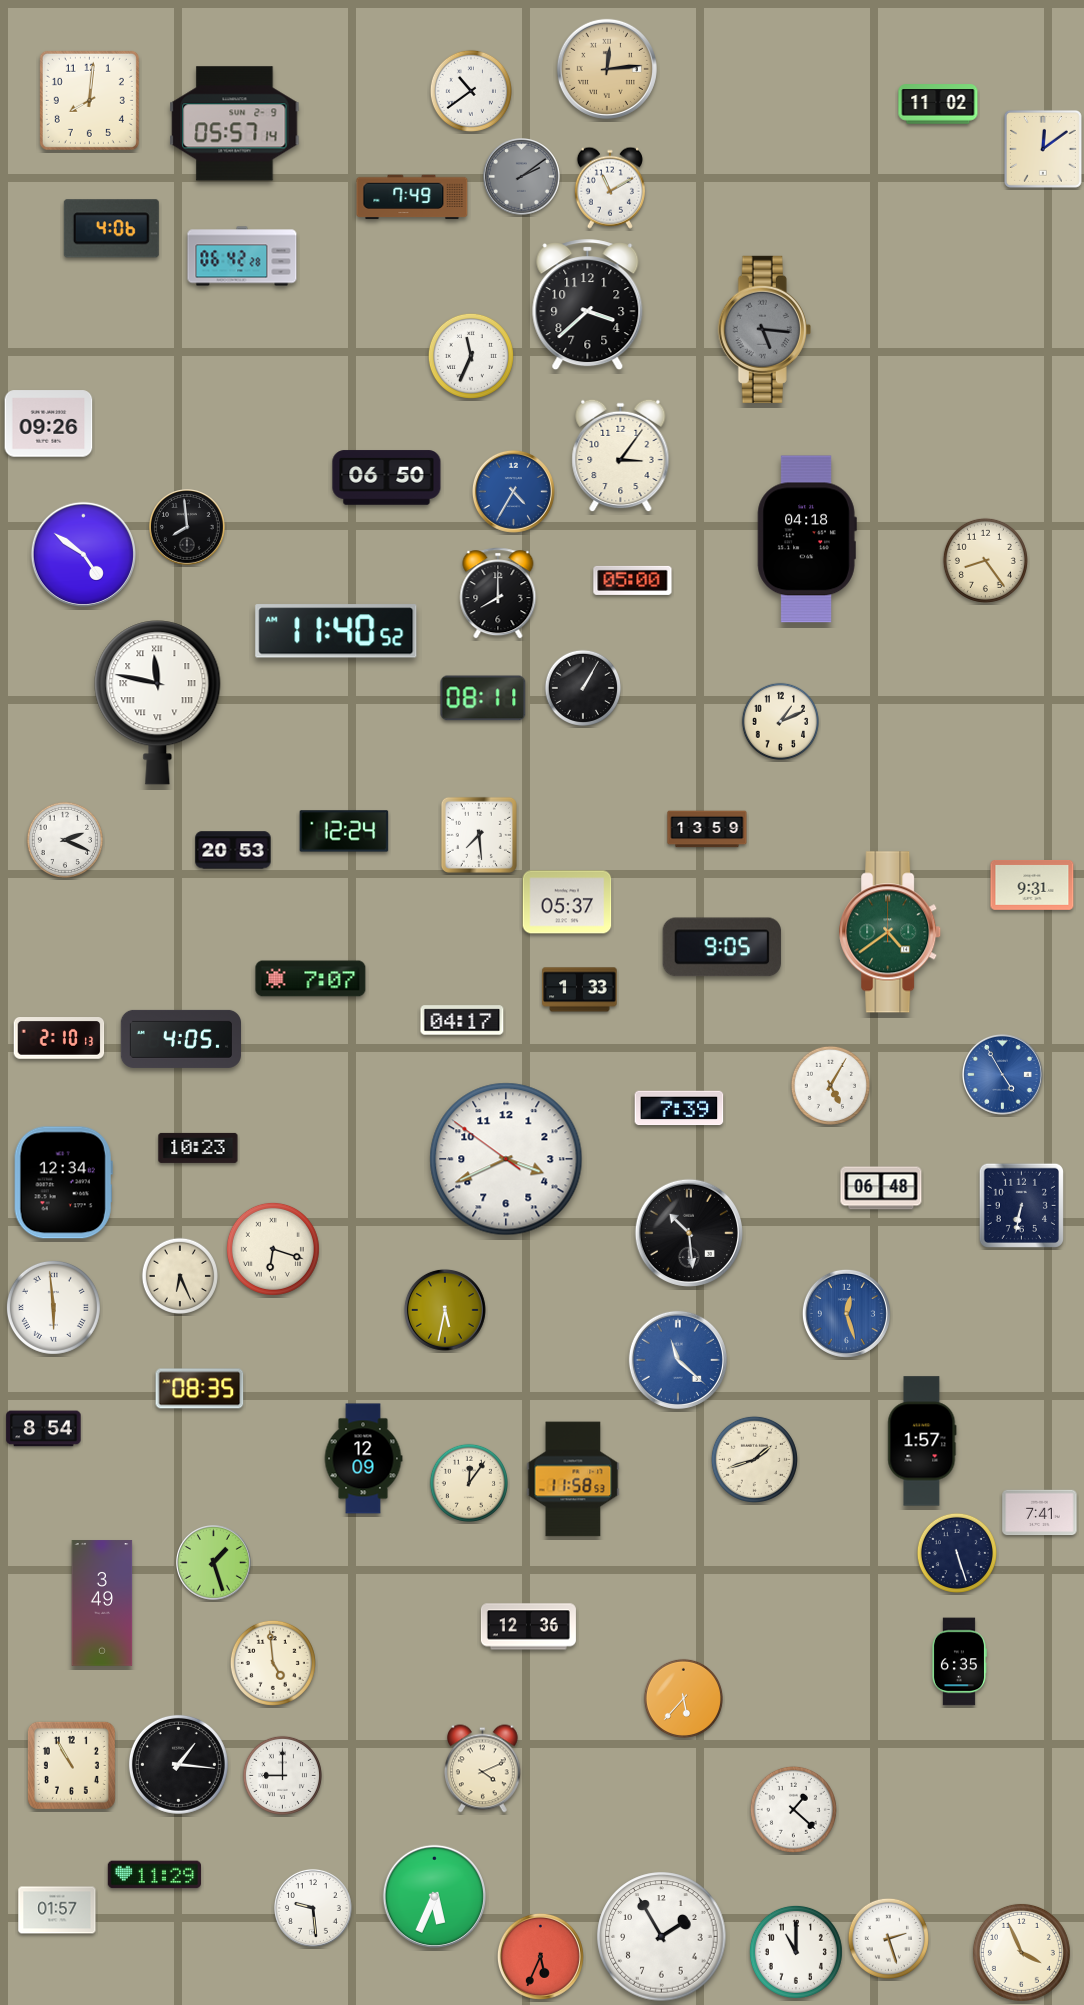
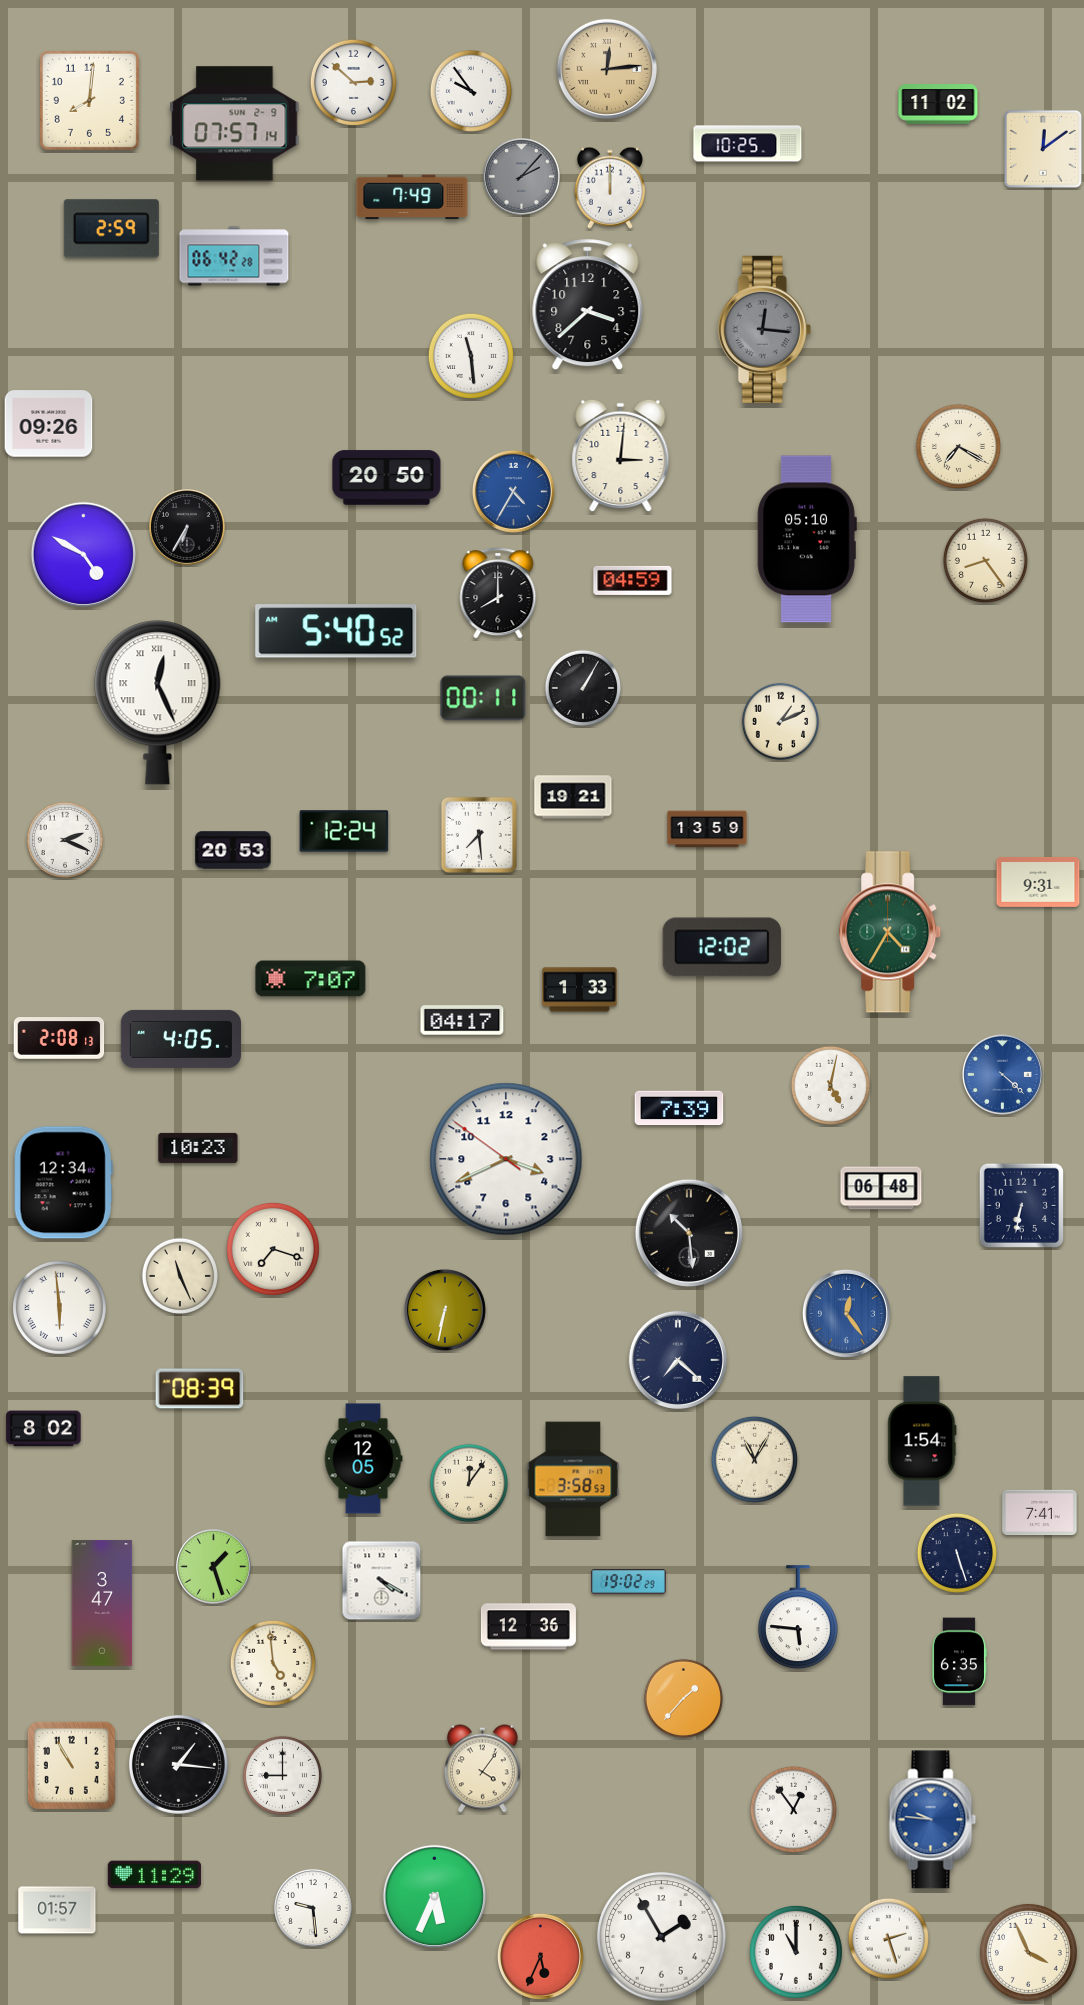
clock at (353, 82): none -> 2:52
clock at (471, 91): 10:39 -> 9:54
clock at (235, 124): 05:57 -> 07:57
clock at (748, 144): none -> 10:25
clock at (522, 177): 2:09 -> 2:07
clock at (610, 188): 11:10 -> 12:00
clock at (111, 229): 4:06 -> 2:59
clock at (242, 256) position: (242, 256) -> (234, 256)
clock at (764, 329): 5:16 -> 12:16
clock at (471, 356): 11:34 -> 11:29
clock at (958, 446): none -> 7:20
clock at (621, 456): 3:06 -> 3:01
clock at (387, 478): 06:50 -> 20:50
clock at (188, 528): 7:59 -> 6:35
clock at (807, 539): 04:18 -> 05:10
clock at (83, 554): 4:51 -> 4:50
clock at (633, 580): 05:00 -> 04:59
clock at (336, 631): 11:40 -> 5:40
clock at (483, 698): 08:11 -> 00:11
clock at (158, 703): 11:47 -> 12:26
clock at (573, 797): none -> 19:21
clock at (1032, 886) position: (1032, 886) -> (1038, 883)
clock at (567, 902): 05:37 -> none
clock at (891, 932): 4:39 -> 4:35
clock at (722, 947): 9:05 -> 12:02
clock at (59, 1039): 2:10 -> 2:08
clock at (1002, 1074): 4:55 -> 4:22
clock at (830, 1085): 5:05 -> 5:02
clock at (273, 1249): 6:18 -> 7:18
clock at (179, 1275): 6:26 -> 11:26
clock at (53, 1307) position: (53, 1307) -> (59, 1307)
clock at (445, 1310): 5:32 -> 6:32
clock at (846, 1313): 12:27 -> 12:24
clock at (678, 1360): 11:22 -> 7:22
clock at (678, 1360) dial: blue -> navy
clock at (200, 1389): 08:35 -> 08:39
clock at (44, 1429): 8:54 -> 8:02
clock at (922, 1441): 1:57 -> 1:54
clock at (363, 1459): 12:09 -> 12:05
clock at (754, 1459): 1:42 -> 11:05
clock at (573, 1479): 11:58 -> 3:58
clock at (214, 1563) position: (214, 1563) -> (214, 1567)
clock at (382, 1581): none -> 4:20
clock at (629, 1582): none -> 19:02
clock at (102, 1603): 3:49 -> 3:47
clock at (798, 1618): none -> 5:46
clock at (683, 1698): 5:37 -> 1:37
clock at (483, 1769): 4:11 -> 4:06
clock at (793, 1809): 1:22 -> 12:54
clock at (933, 1820): none -> 9:46
clock at (1021, 1952) position: (1021, 1952) -> (1028, 1952)
